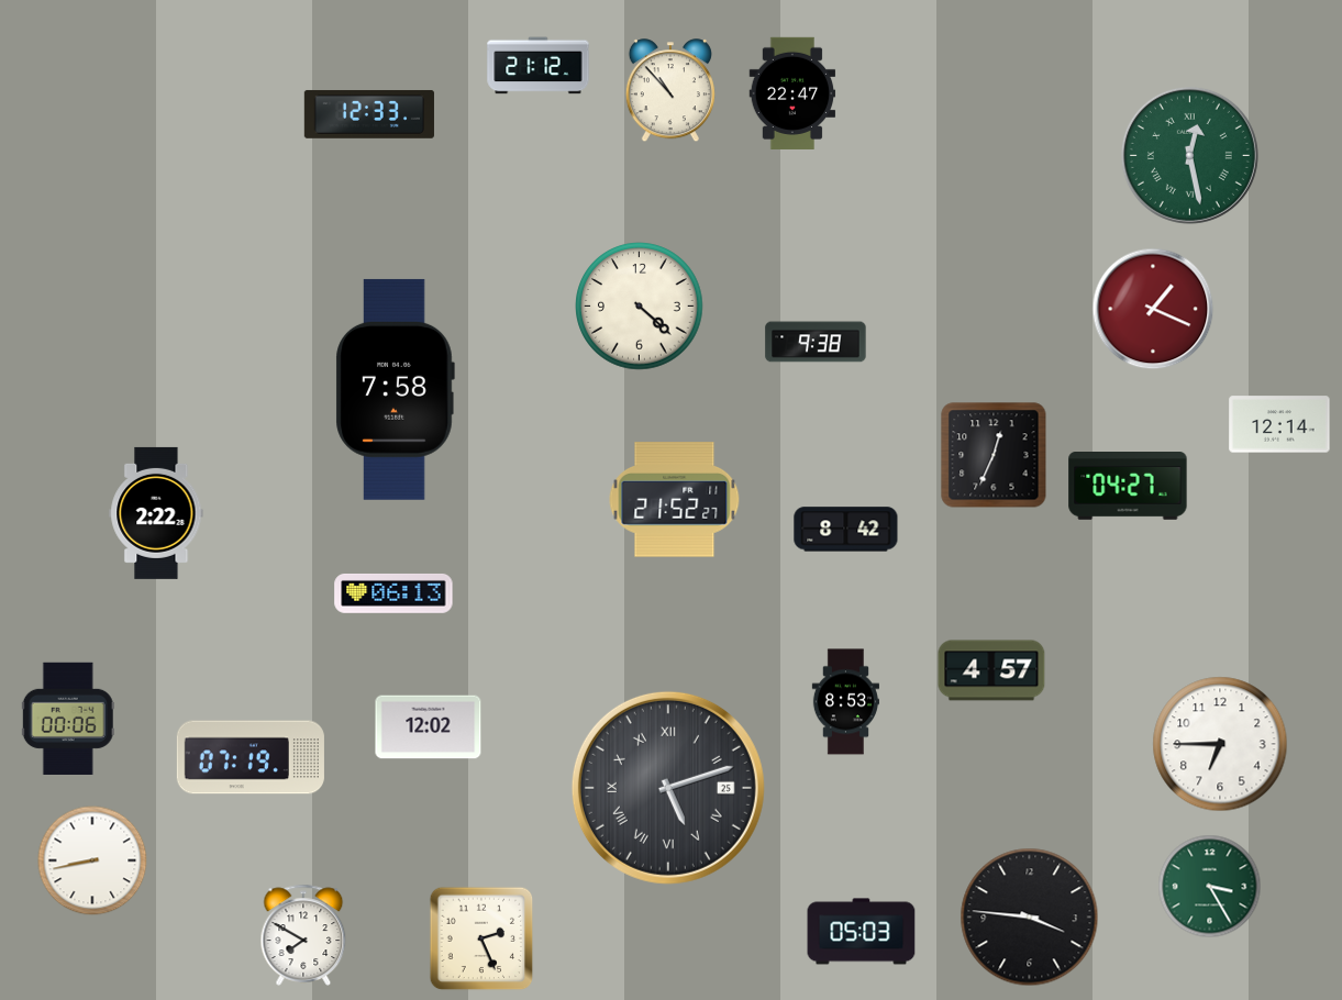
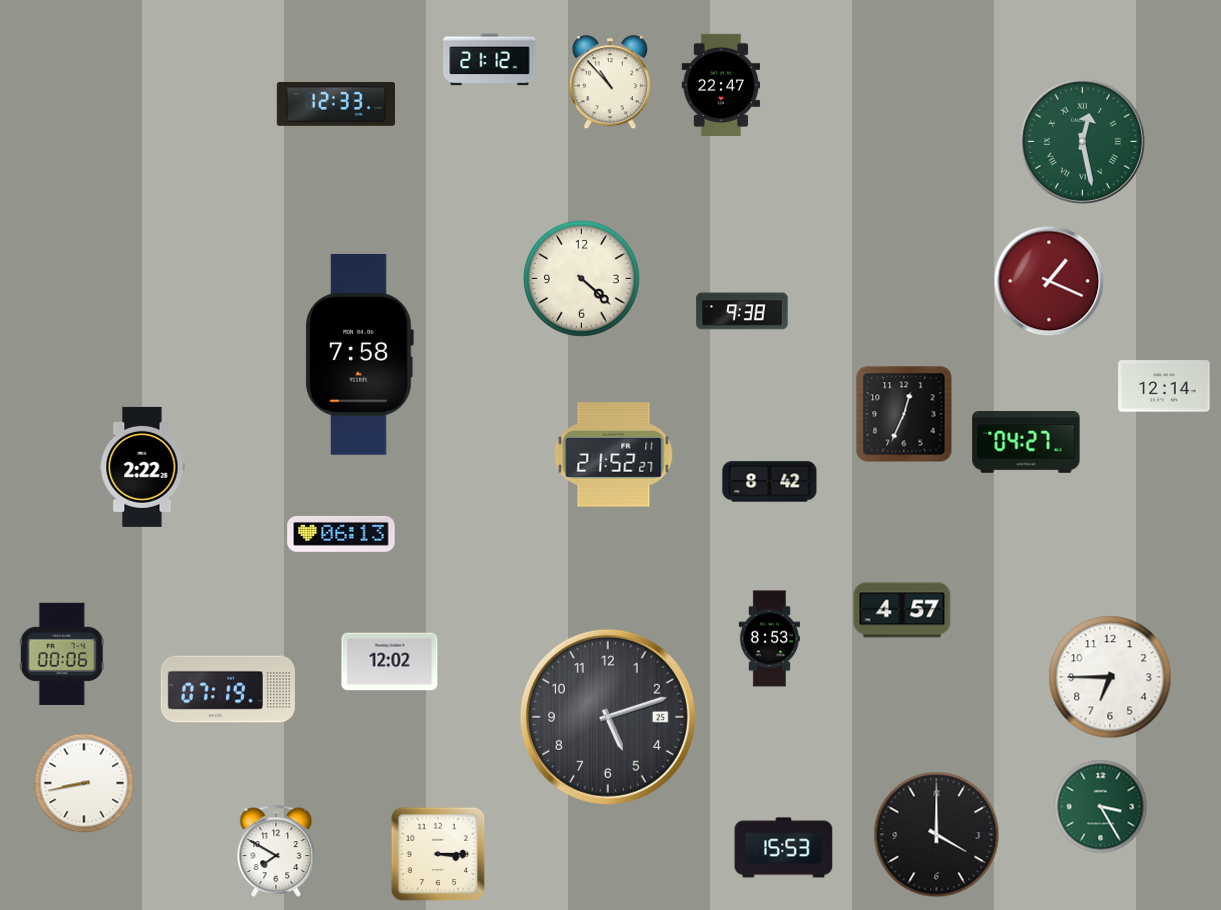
clock at (393, 593) position: (393, 593) -> (341, 534)
clock at (668, 788) numerals: Roman -> Arabic
clock at (1030, 918): 3:46 -> 4:00
clock at (862, 932): 05:03 -> 15:53
clock at (481, 938): 2:26 -> 3:15
